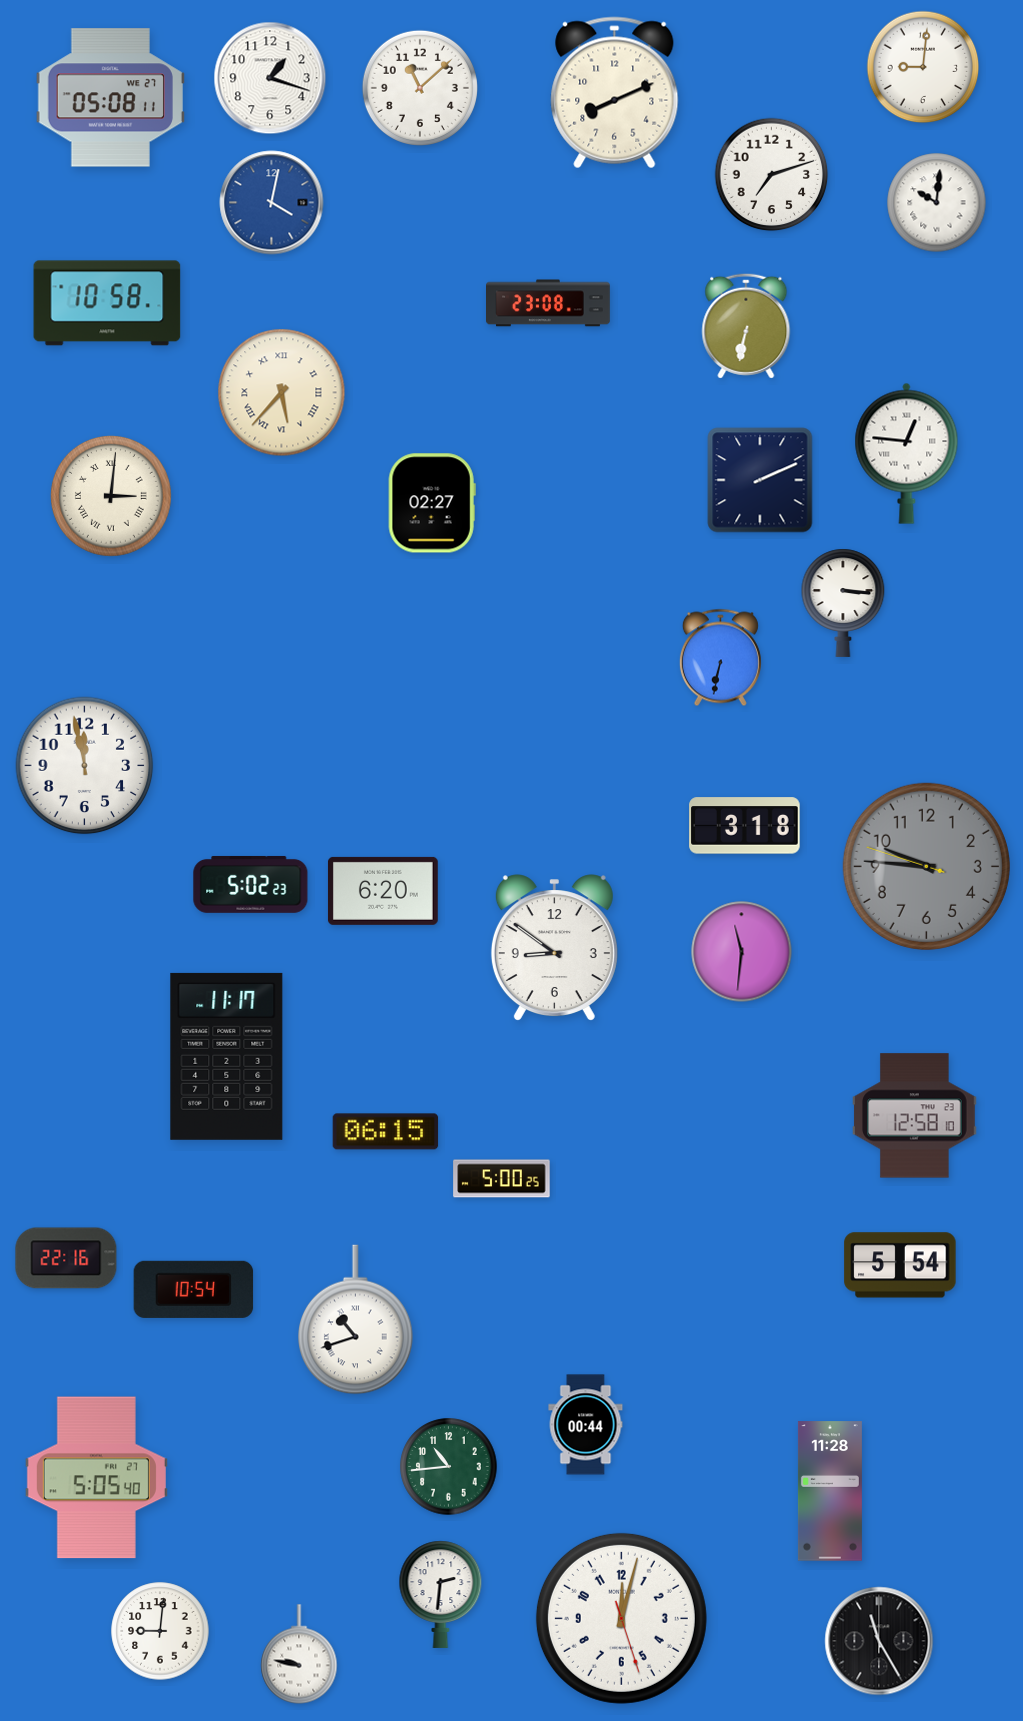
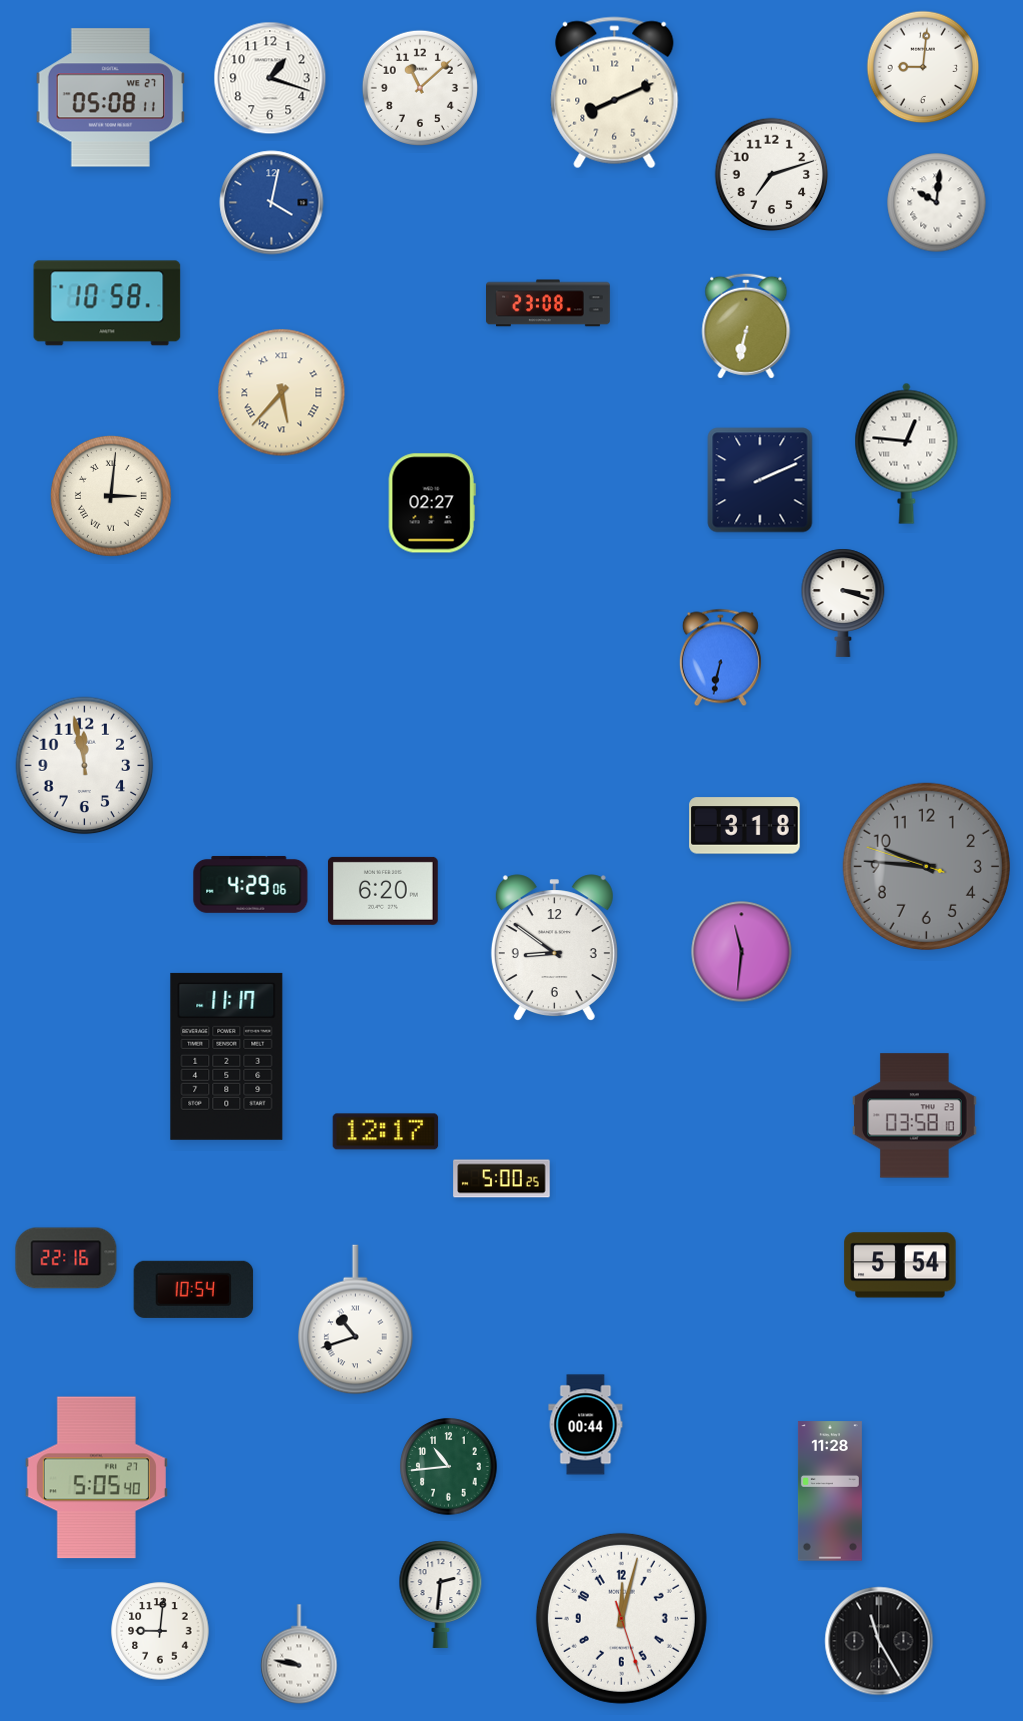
clock at (843, 603): 3:16 -> 3:18
clock at (251, 884): 5:02 -> 4:29
clock at (915, 1116): 12:58 -> 03:58
clock at (386, 1132): 06:15 -> 12:17
